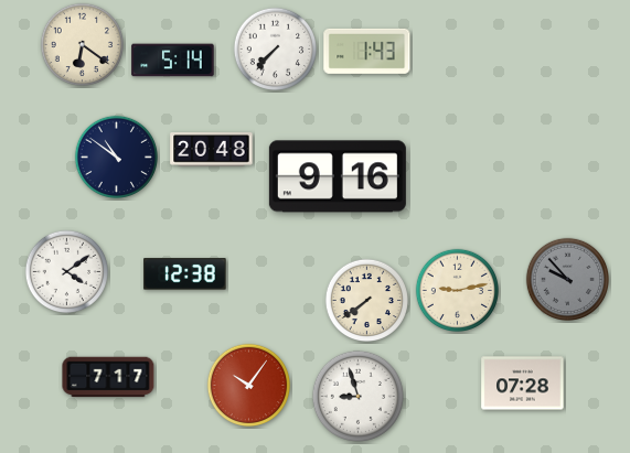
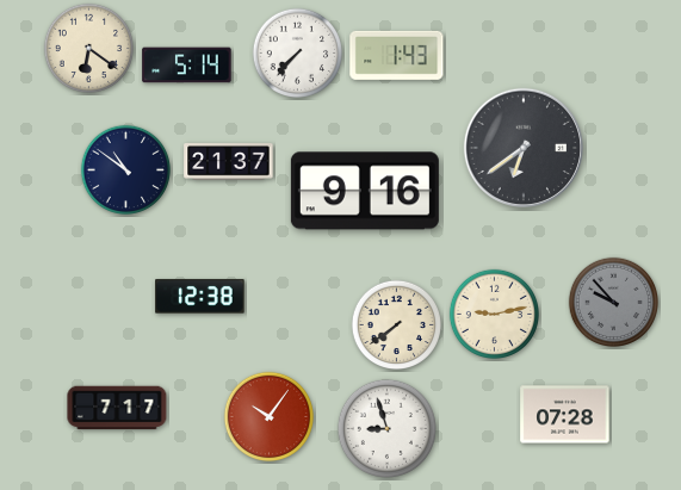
clock at (524, 148): none -> 6:39
clock at (212, 150): 20:48 -> 21:37
clock at (67, 272): 4:09 -> none
